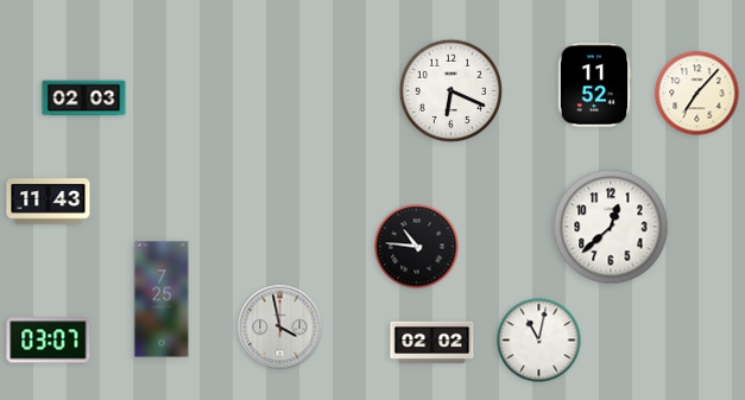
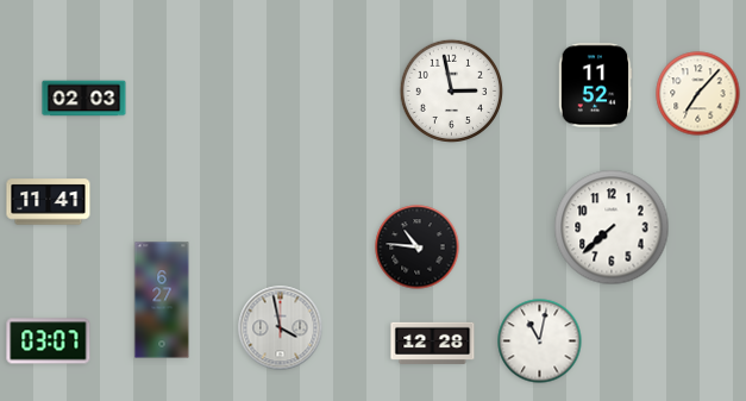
clock at (450, 90): 6:19 -> 2:58
clock at (49, 202): 11:43 -> 11:41
clock at (611, 227): 12:38 -> 7:38
clock at (162, 299): 7:25 -> 6:27
clock at (433, 342): 02:02 -> 12:28
